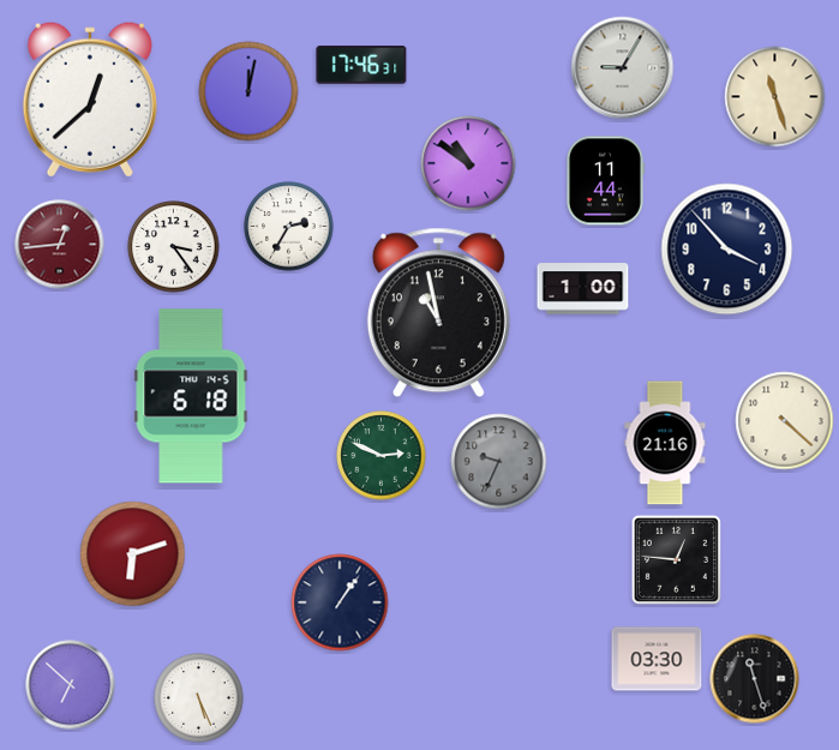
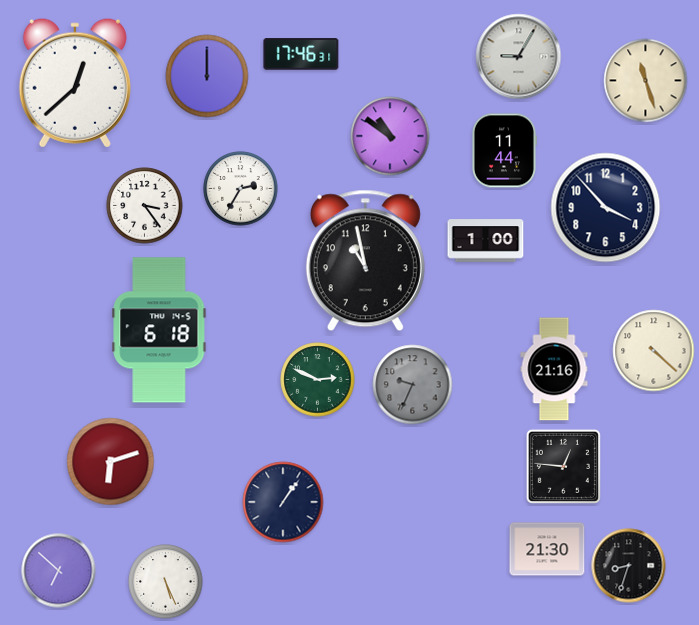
clock at (248, 91): 12:02 -> 12:00
clock at (60, 245): 12:44 -> none
clock at (499, 462) position: (499, 462) -> (413, 385)
clock at (657, 659): 03:30 -> 21:30
clock at (755, 679): 11:27 -> 8:33
